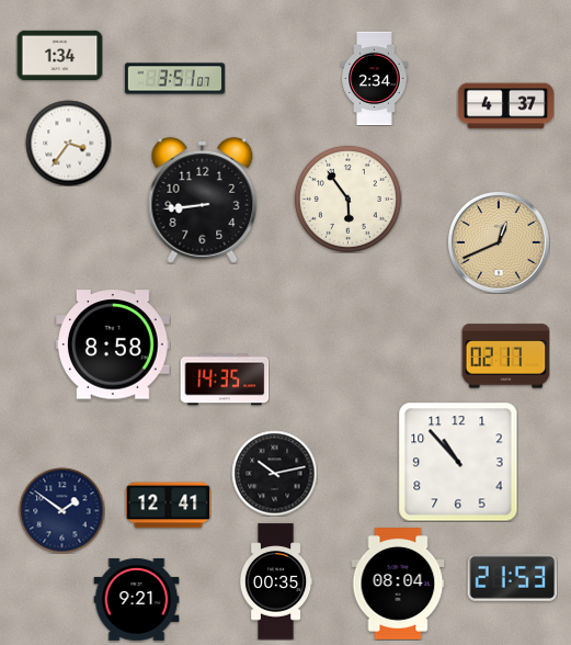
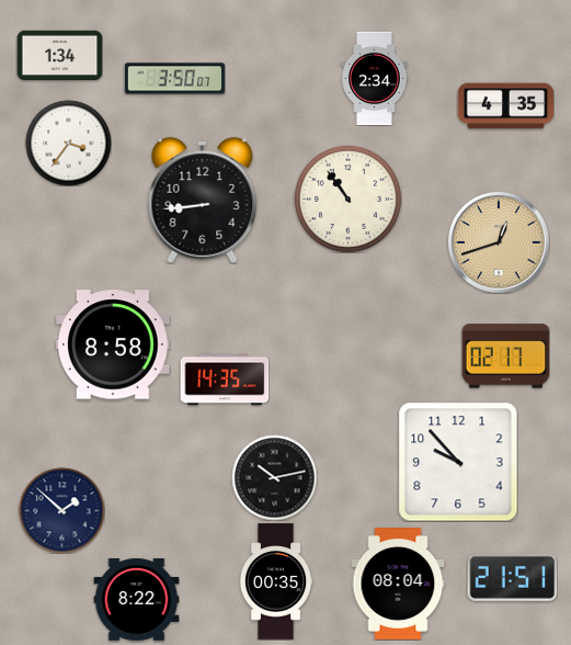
clock at (174, 79): 3:51 -> 3:50
clock at (505, 106): 4:37 -> 4:35
clock at (347, 199): 5:54 -> 10:54
clock at (499, 242): 12:41 -> 12:42
clock at (458, 462): 10:53 -> 9:53
clock at (274, 473) position: (274, 473) -> (274, 477)
clock at (168, 506): 12:41 -> none
clock at (61, 510): 1:51 -> 1:52
clock at (512, 577): 21:53 -> 21:51
clock at (136, 599): 9:21 -> 8:22
